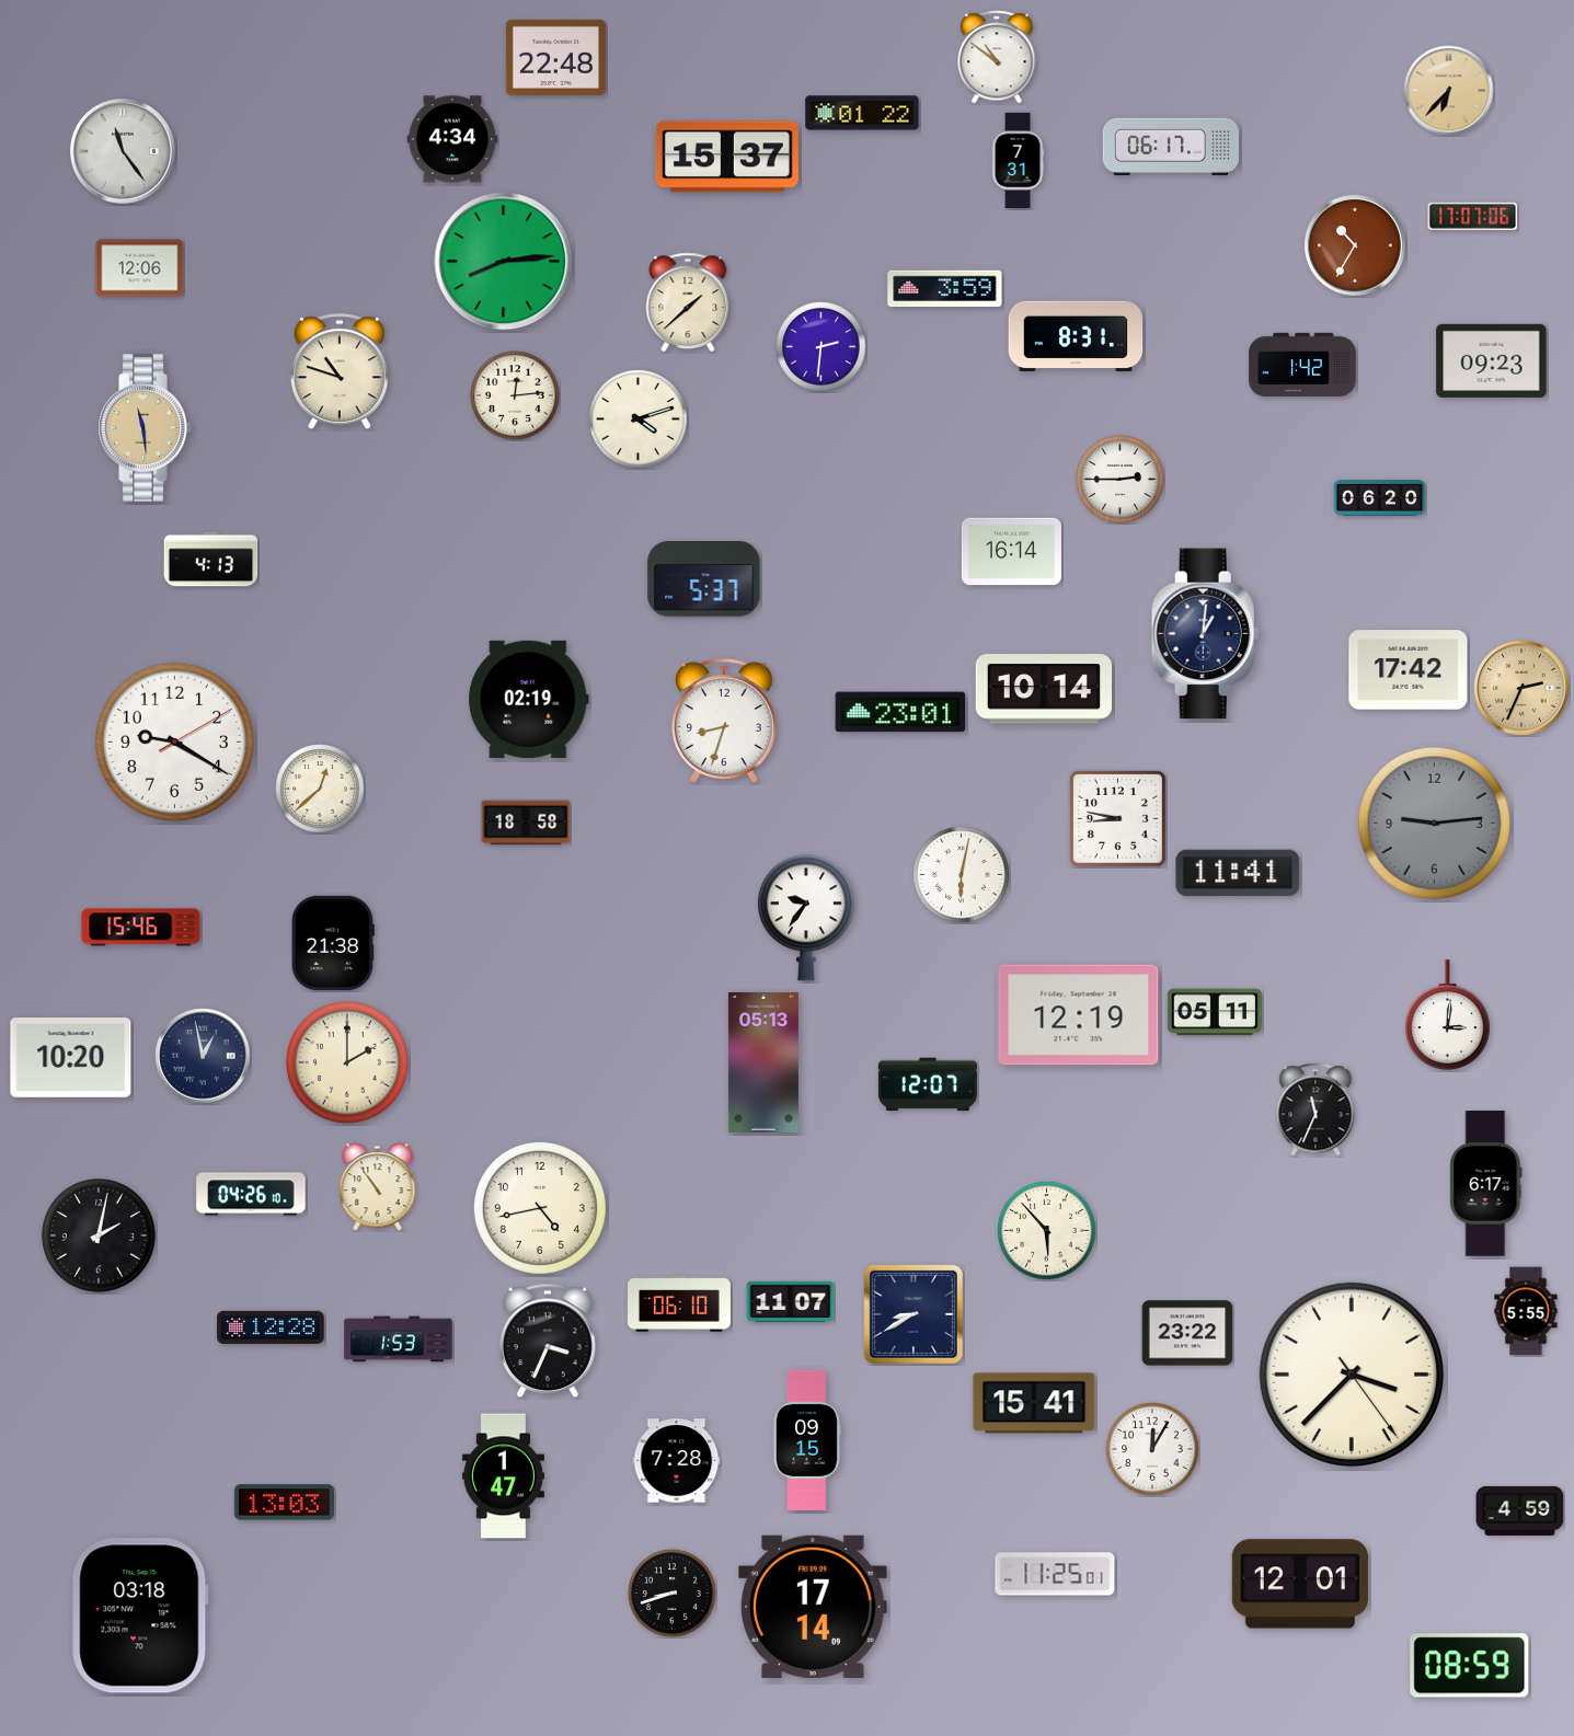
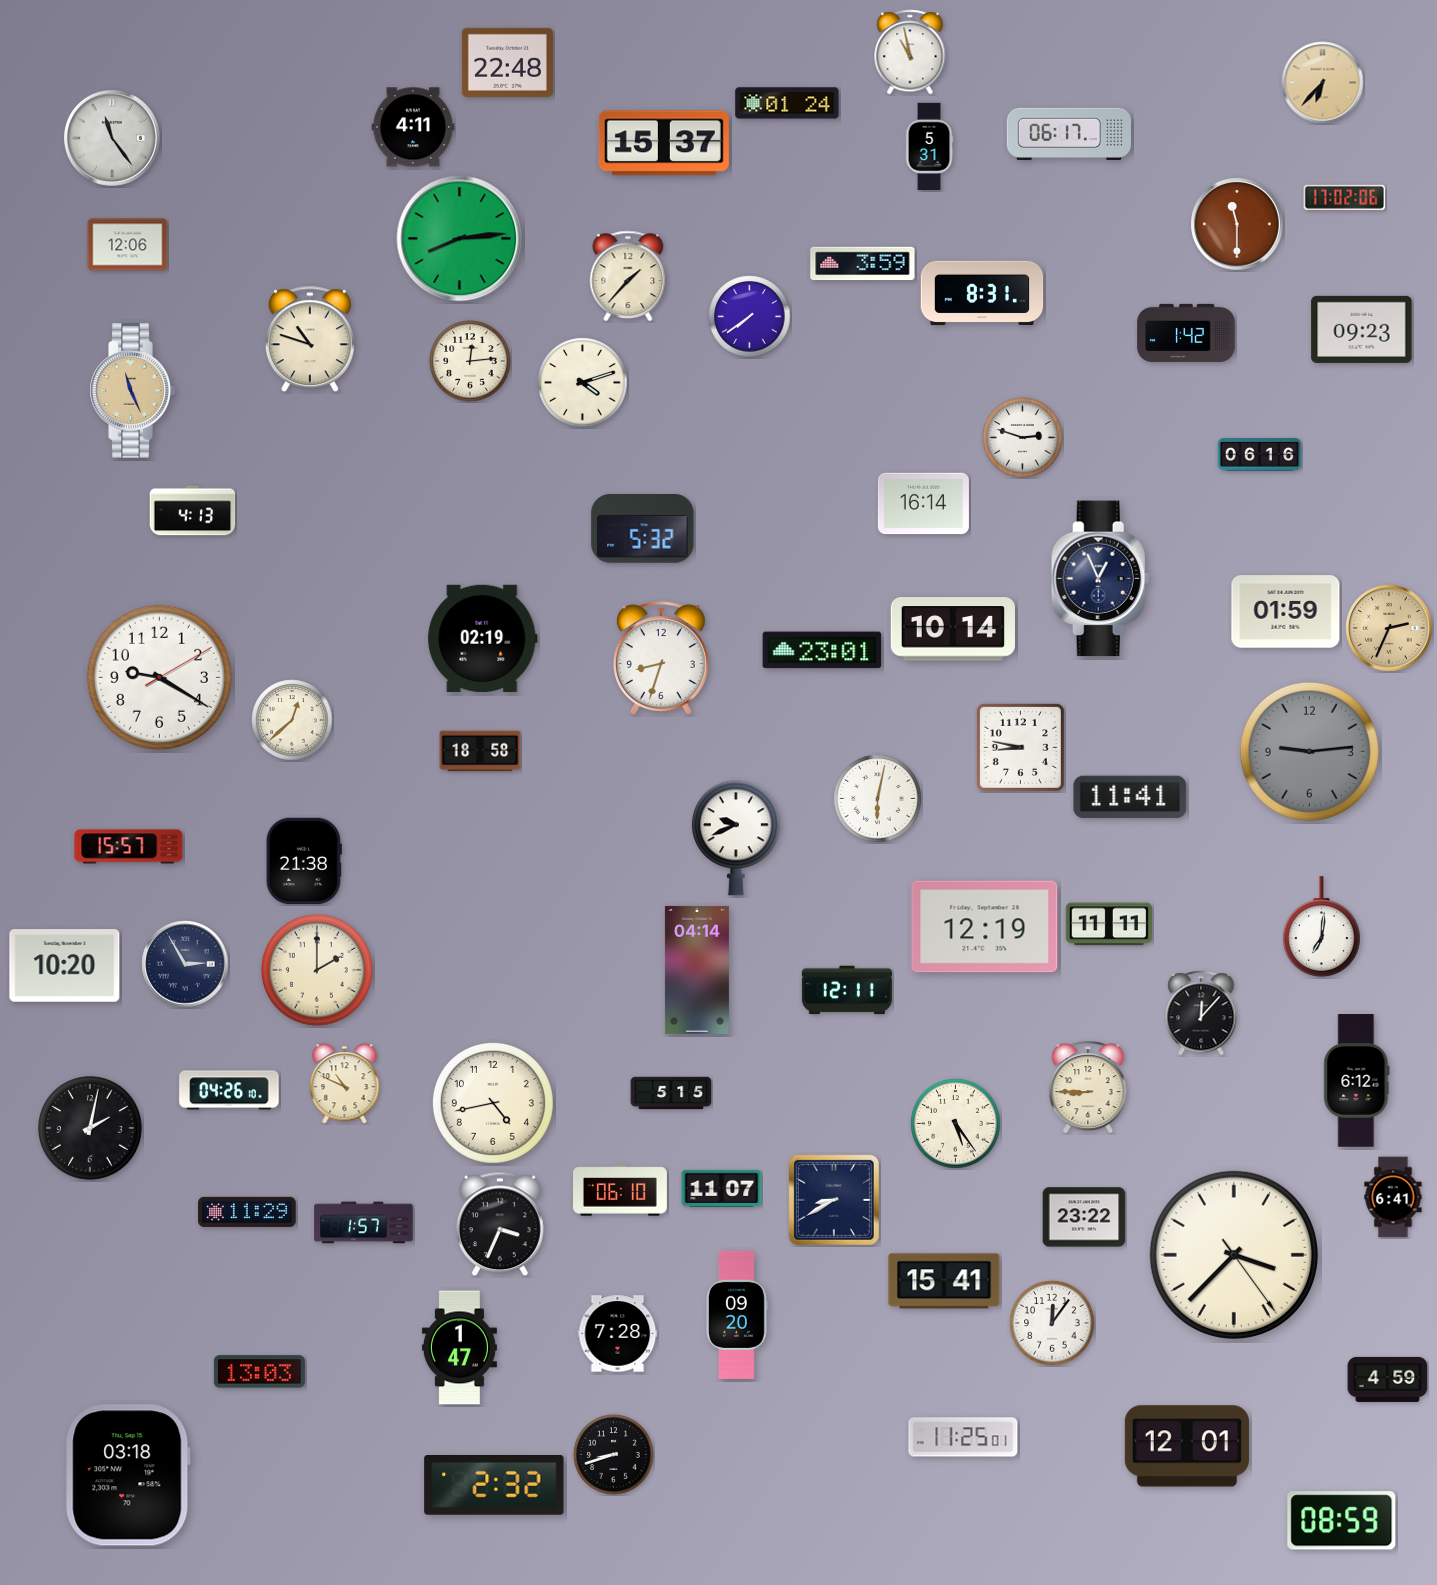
clock at (555, 57) position: (555, 57) -> (507, 62)
clock at (997, 57): 10:51 -> 10:58
clock at (862, 113): 01:22 -> 01:24
clock at (452, 139): 4:34 -> 4:11
clock at (1018, 161): 7:31 -> 5:31
clock at (1473, 216): 17:07 -> 17:02
clock at (1355, 245): 10:35 -> 11:30
clock at (688, 302): 1:38 -> 1:37
clock at (1076, 336) position: (1076, 336) -> (982, 293)
clock at (822, 347): 2:31 -> 7:39
clock at (1302, 365) position: (1302, 365) -> (1186, 333)
clock at (145, 428): 11:29 -> 11:26
clock at (1121, 480): 2:45 -> 2:48
clock at (1380, 498): 06:20 -> 06:16
clock at (704, 579): 5:37 -> 5:32
clock at (1205, 634): 1:01 -> 12:56
clock at (1409, 670): 17:42 -> 01:59
clock at (806, 918): 9:36 -> 9:41
clock at (141, 928): 15:46 -> 15:57
clock at (1215, 1012): 05:11 -> 11:11
clock at (1448, 1015): 3:01 -> 7:01
clock at (203, 1056): 12:58 -> 2:55
clock at (763, 1062): 05:13 -> 04:14
clock at (928, 1084): 12:07 -> 12:11
clock at (1316, 1110): 11:34 -> 12:07
clock at (1486, 1184): 6:17 -> 6:12
clock at (378, 1187): 10:54 -> 10:49
clock at (1088, 1087): none -> 8:45
clock at (671, 1093): none -> 5:15
clock at (1047, 1231): 5:53 -> 5:24
clock at (1526, 1311): 5:55 -> 6:41
clock at (271, 1327): 12:28 -> 11:29
clock at (399, 1340): 1:53 -> 1:57
clock at (807, 1440): 09:15 -> 09:20
clock at (1152, 1449): 12:05 -> 12:06
clock at (813, 1607): 17:14 -> none
clock at (494, 1486): none -> 2:32
